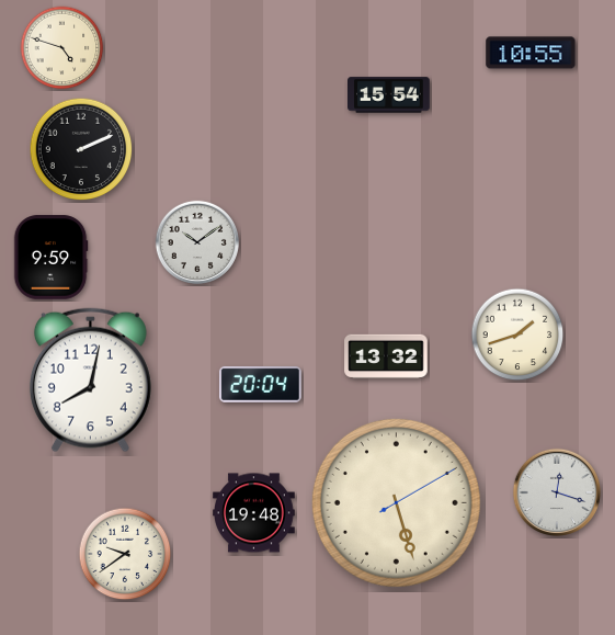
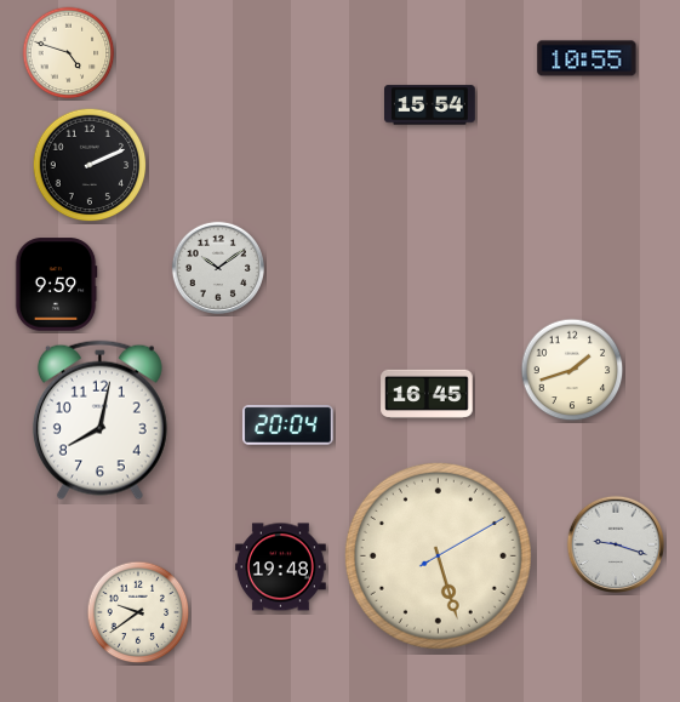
clock at (386, 356): 13:32 -> 16:45
clock at (556, 491): 12:18 -> 9:18
